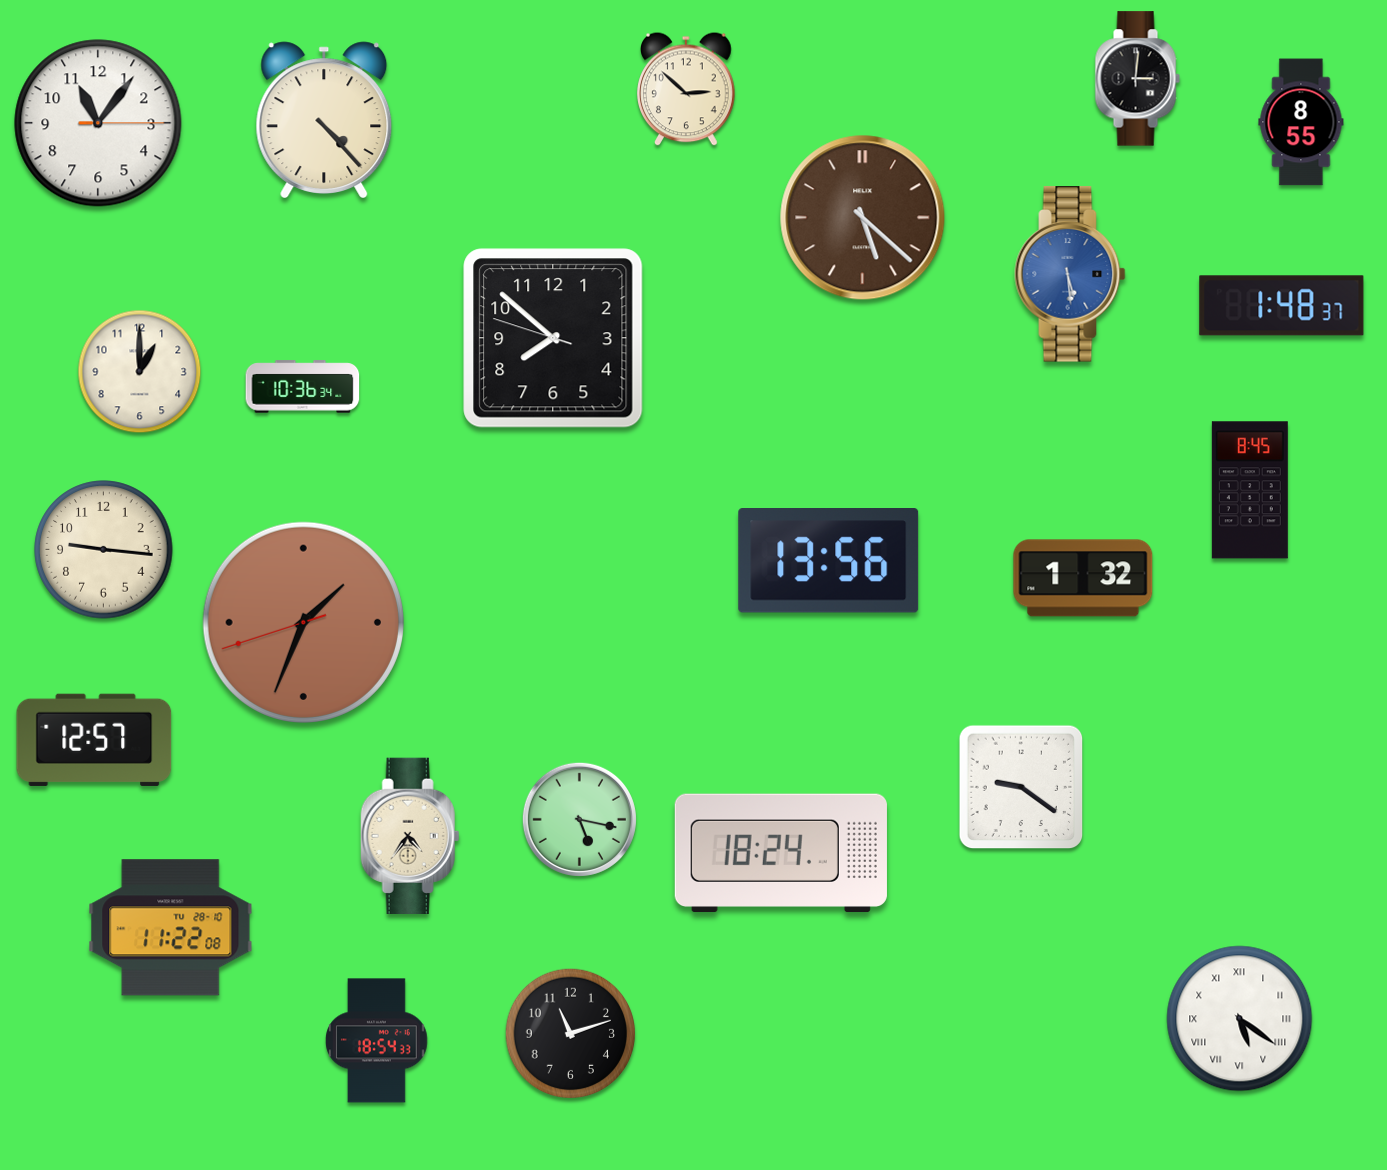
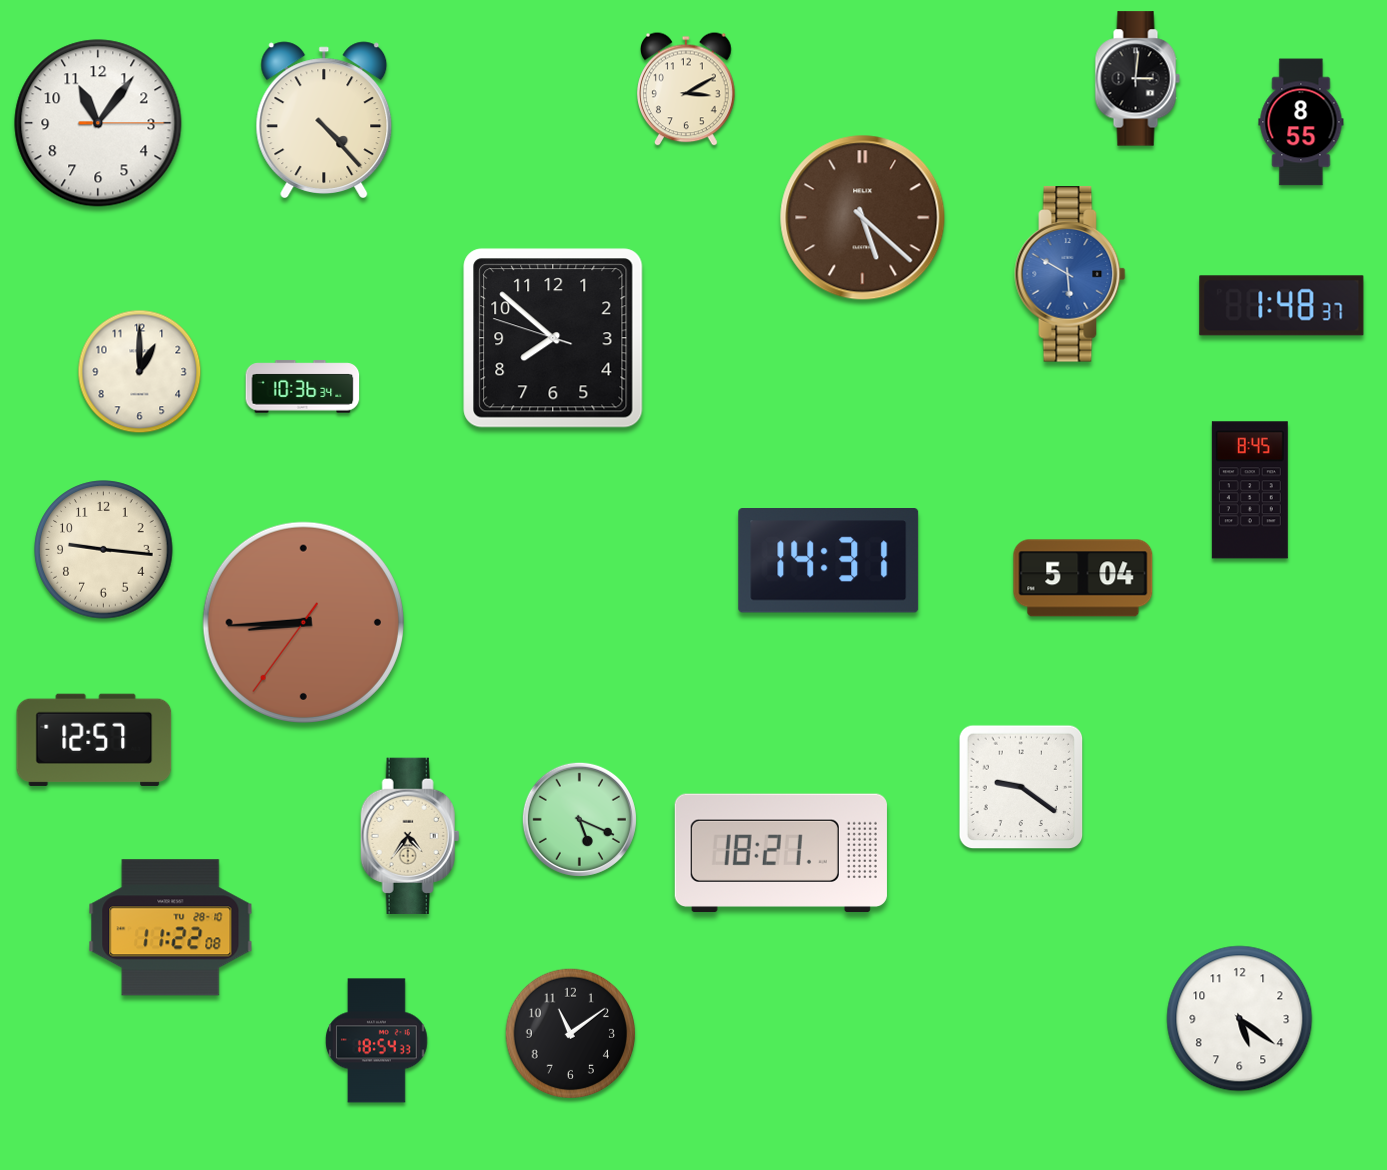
clock at (686, 89): 2:52 -> 3:10
clock at (1070, 274): 5:29 -> 5:50
clock at (829, 561): 13:56 -> 14:31
clock at (1083, 578): 1:32 -> 5:04
clock at (303, 622): 1:33 -> 8:44
clock at (579, 819): 5:17 -> 5:19
clock at (781, 853): 18:24 -> 18:21
clock at (1240, 1019) numerals: Roman -> Arabic
clock at (570, 1033): 11:12 -> 11:09
